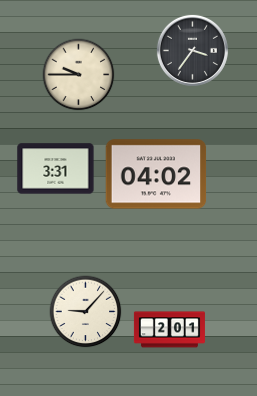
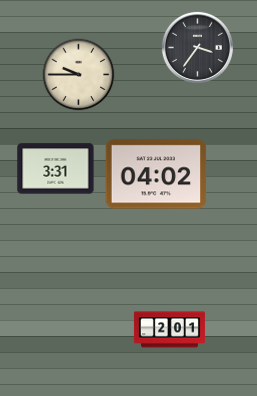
clock at (192, 50) position: (192, 50) -> (197, 47)
clock at (86, 312): 9:07 -> none
